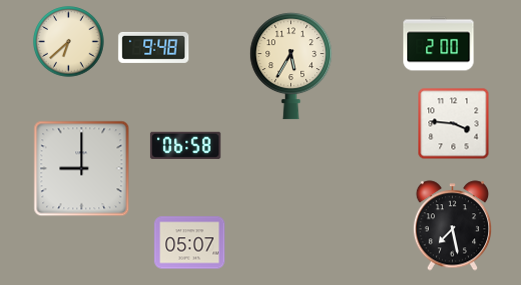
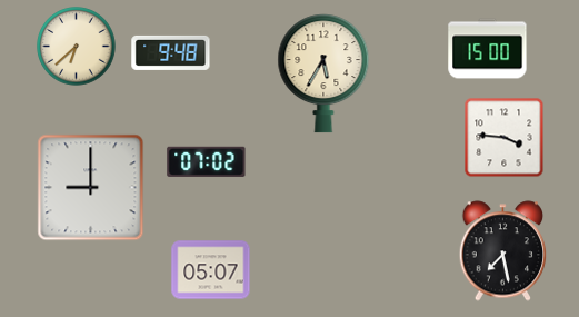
clock at (439, 44): 2:00 -> 15:00
clock at (186, 145): 06:58 -> 07:02
